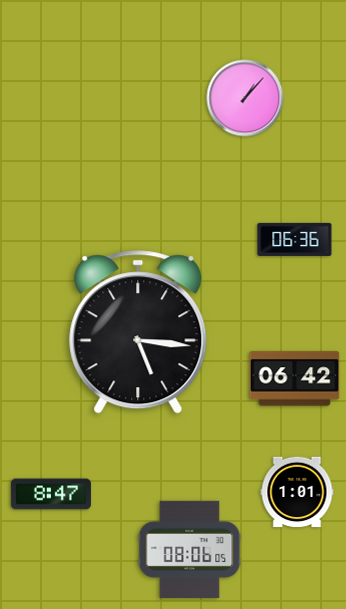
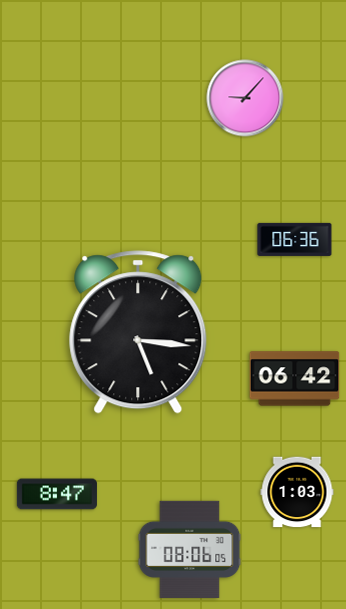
clock at (245, 98): 1:07 -> 9:07
clock at (297, 492): 1:01 -> 1:03
clock at (51, 494) position: (51, 494) -> (57, 494)
